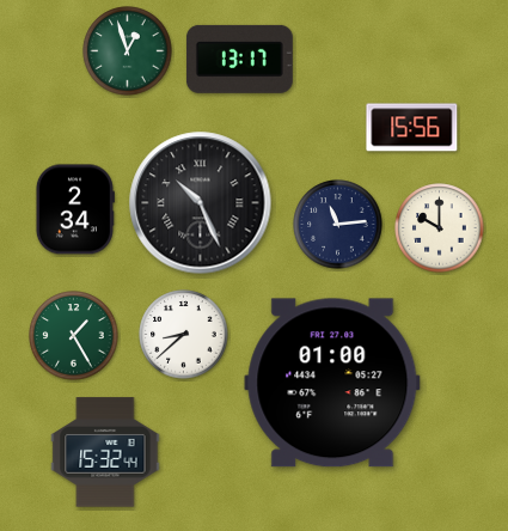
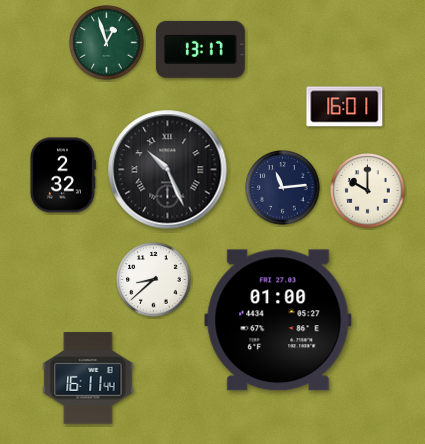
clock at (412, 128): 15:56 -> 16:01
clock at (74, 209): 2:34 -> 2:32
clock at (74, 336): 1:25 -> none
clock at (105, 452): 15:32 -> 16:11
